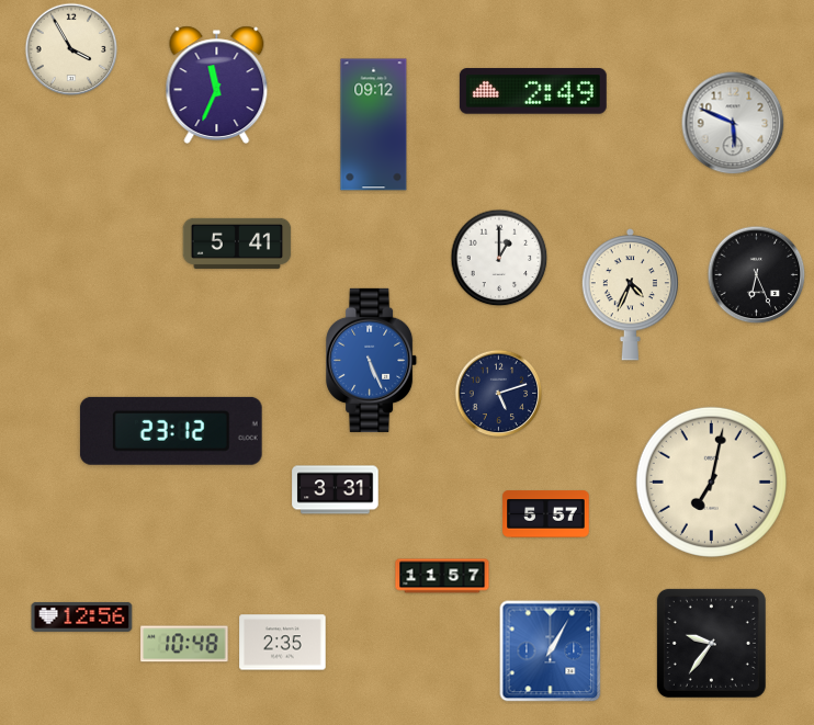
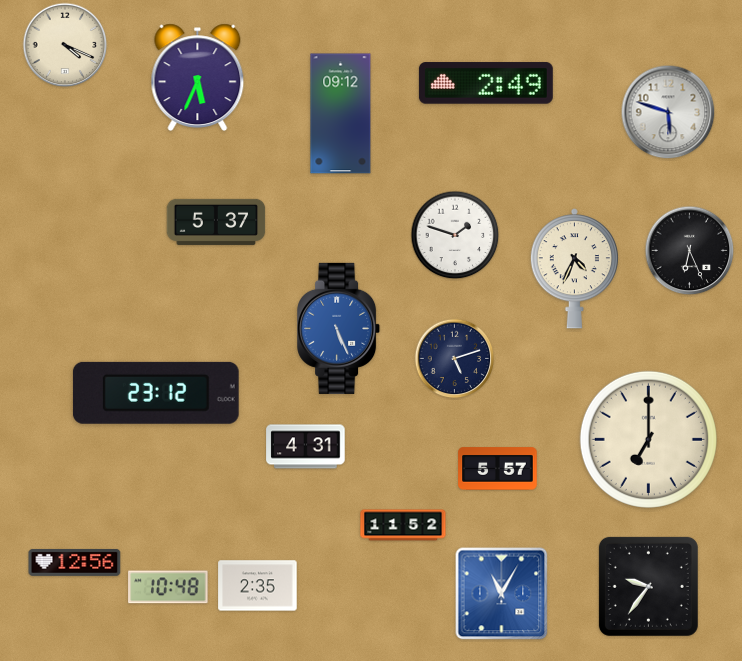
clock at (71, 49): 3:55 -> 4:19
clock at (217, 86): 11:34 -> 5:34
clock at (733, 123): 5:49 -> 5:48
clock at (237, 243): 5:41 -> 5:37
clock at (499, 258): 1:00 -> 1:48
clock at (711, 482): 7:02 -> 7:00
clock at (336, 490): 3:31 -> 4:31
clock at (442, 576): 11:57 -> 11:52
clock at (551, 652): 1:05 -> 11:05
